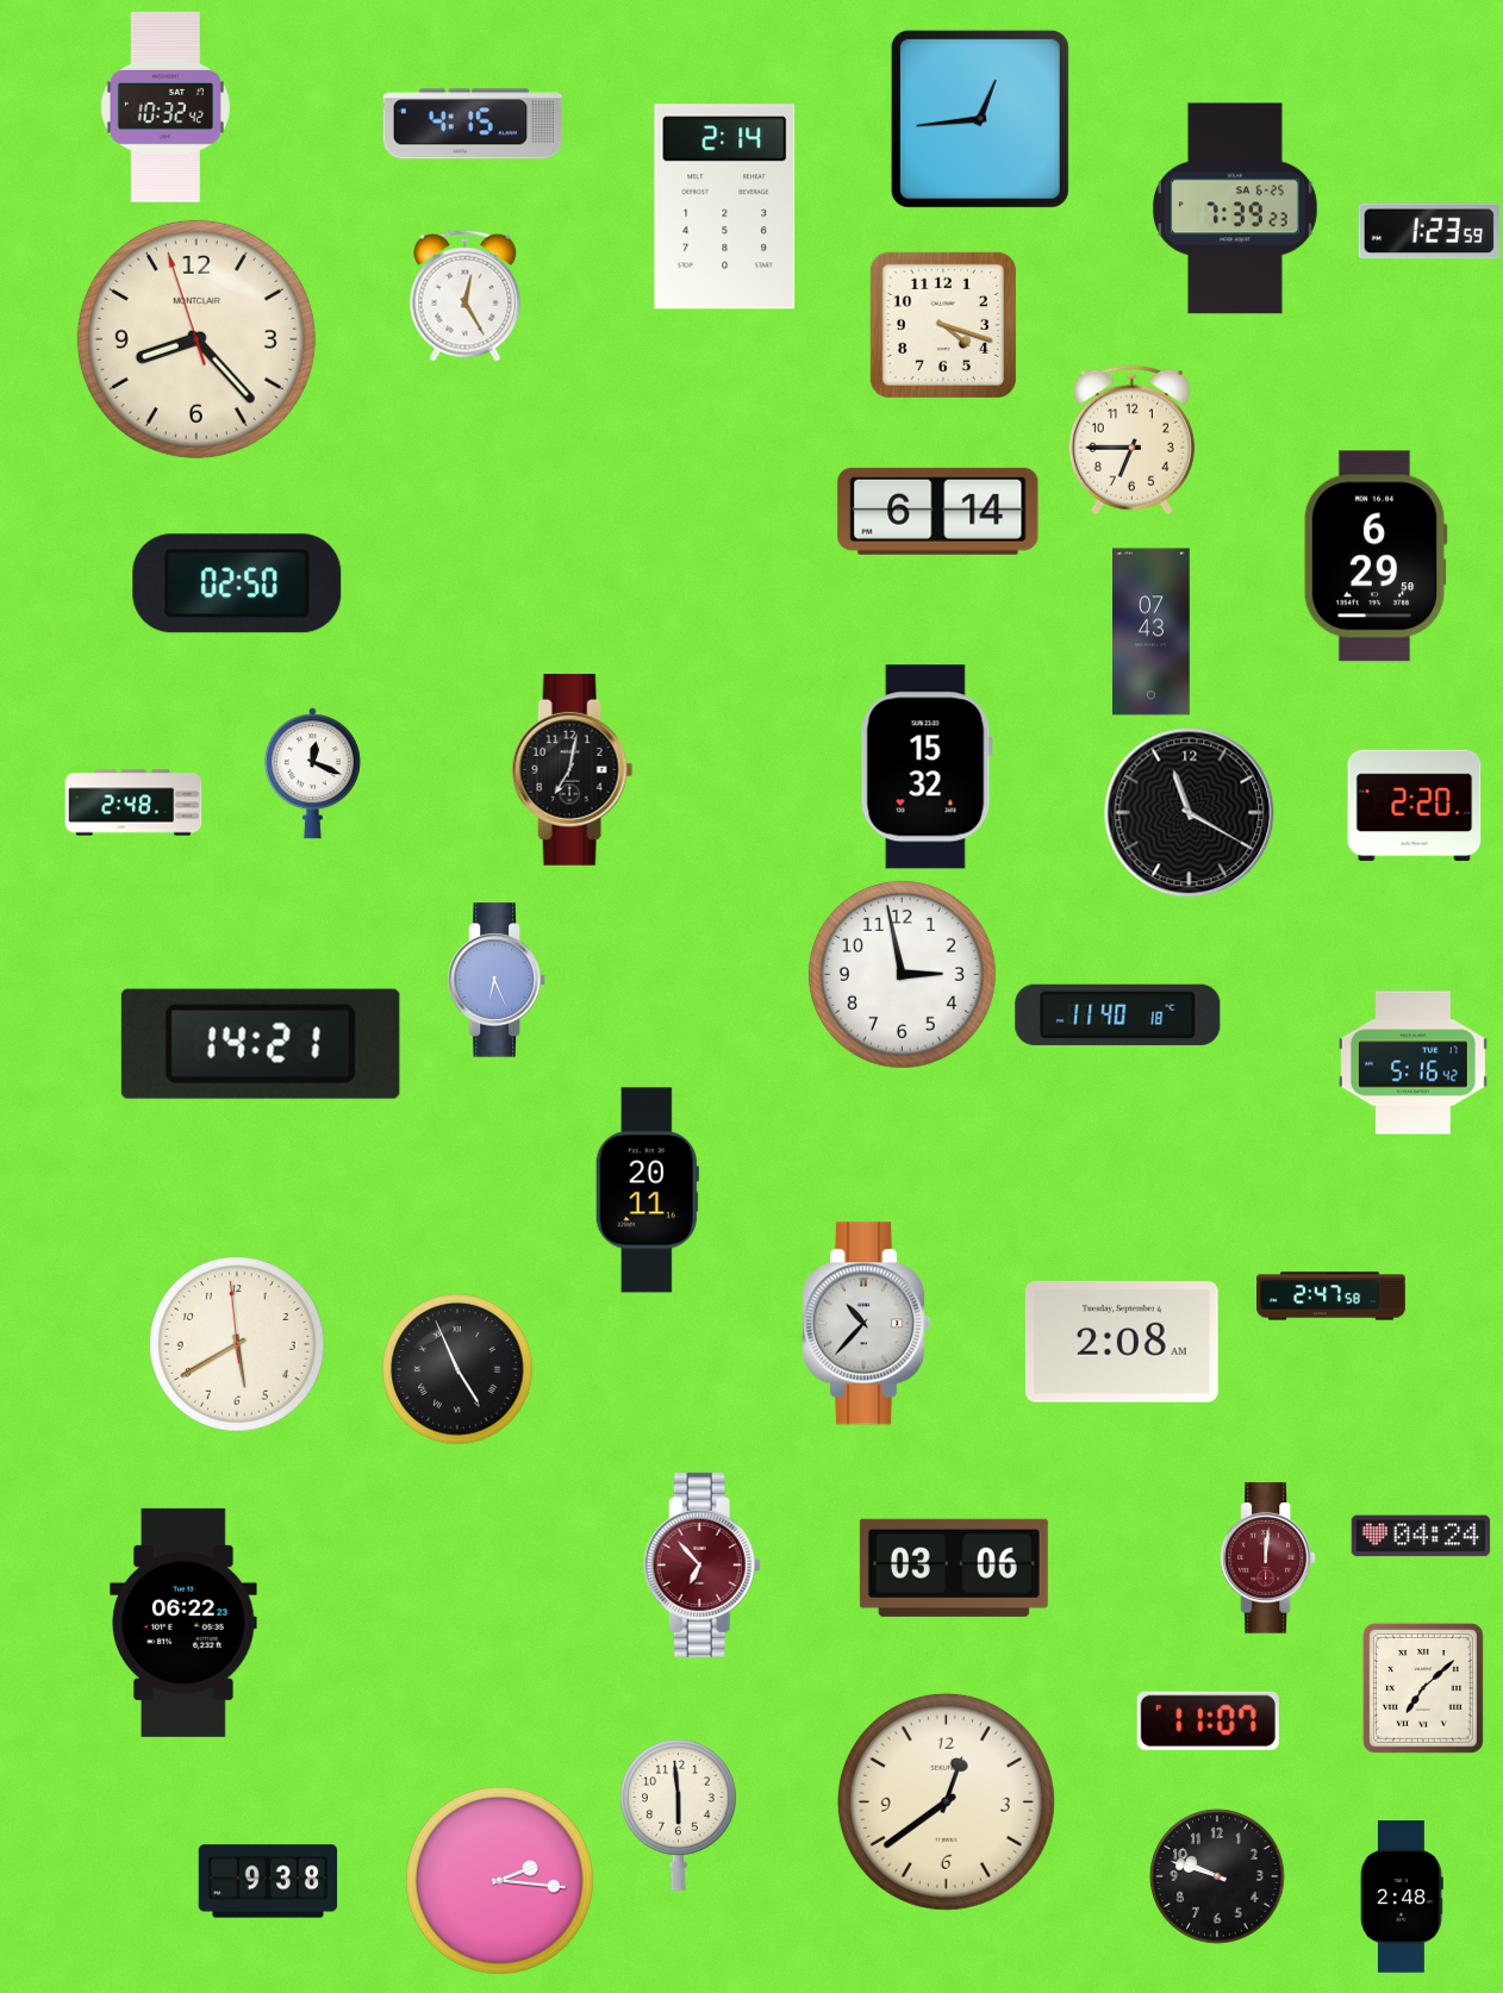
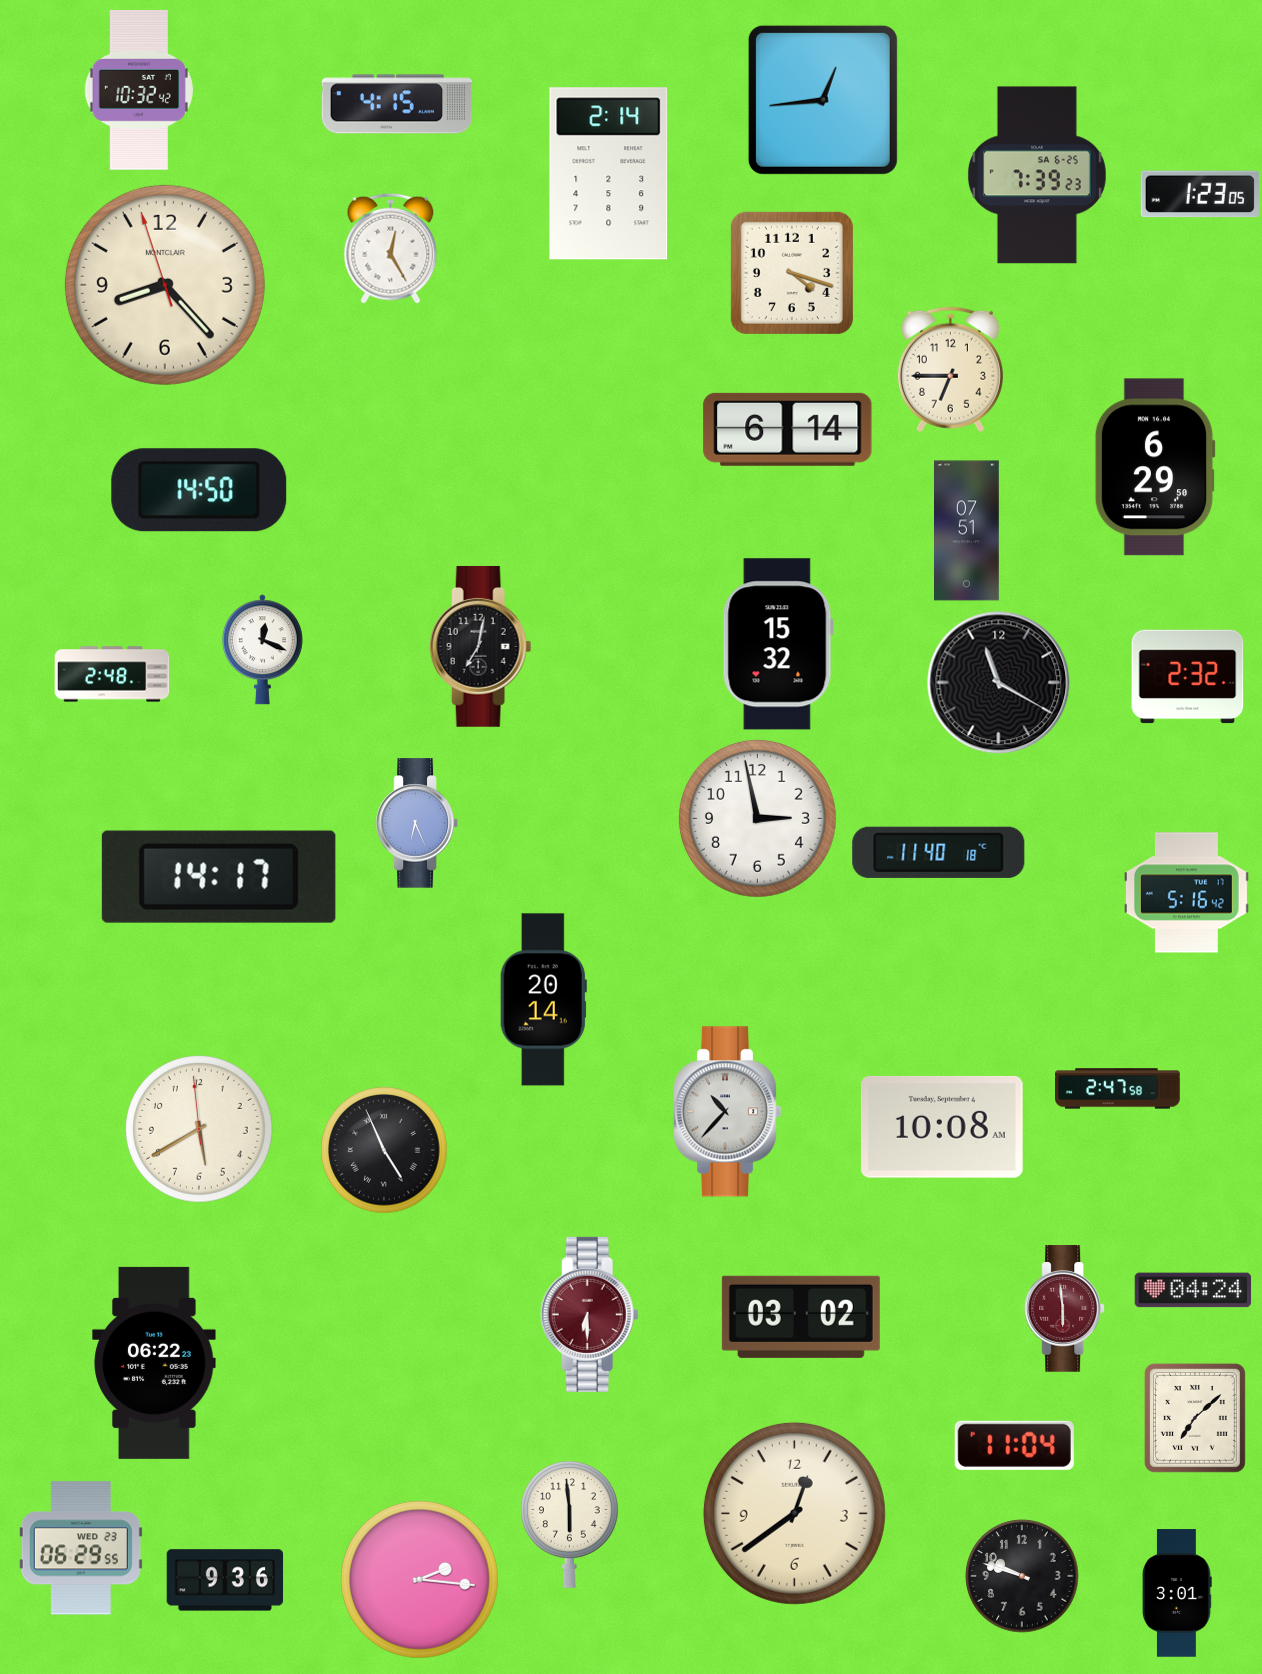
clock at (1429, 231): 1:23:59 -> 1:23:05
clock at (237, 583): 02:50 -> 14:50
clock at (1152, 632): 07:43 -> 07:51
clock at (1415, 806): 2:20 -> 2:32
clock at (261, 1044): 14:21 -> 14:17
clock at (647, 1191): 20:11 -> 20:14
clock at (1122, 1342): 2:08 -> 10:08
clock at (1268, 1558): 12:01 -> 5:59
clock at (701, 1564): 6:53 -> 6:30
clock at (954, 1568): 03:06 -> 03:02
clock at (1208, 1720): 11:07 -> 11:04
clock at (81, 1548): none -> 06:29
clock at (268, 1881): 9:38 -> 9:36
clock at (1403, 1897): 2:48 -> 3:01
